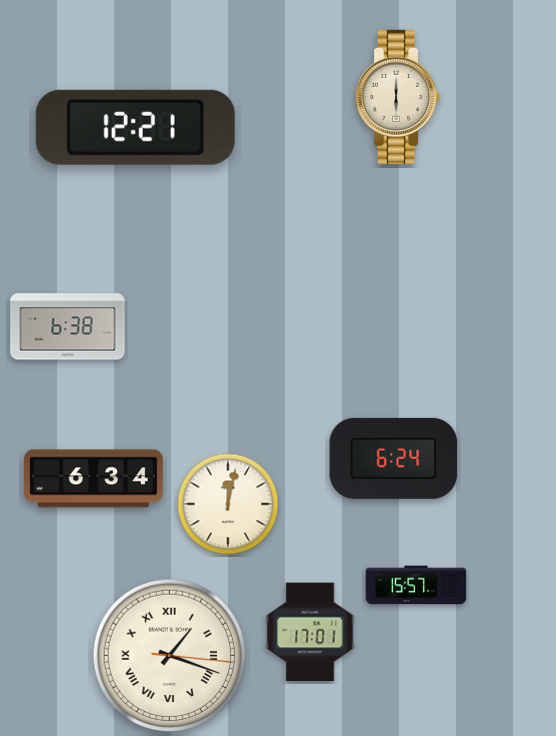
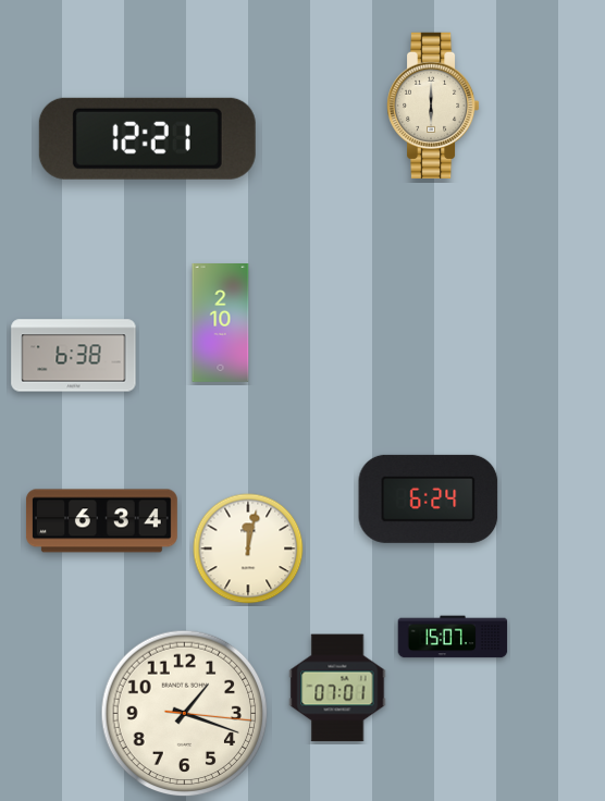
clock at (221, 323): none -> 2:10
clock at (416, 585): 15:57 -> 15:07
clock at (310, 632): 17:01 -> 07:01
clock at (170, 656) numerals: Roman -> Arabic
